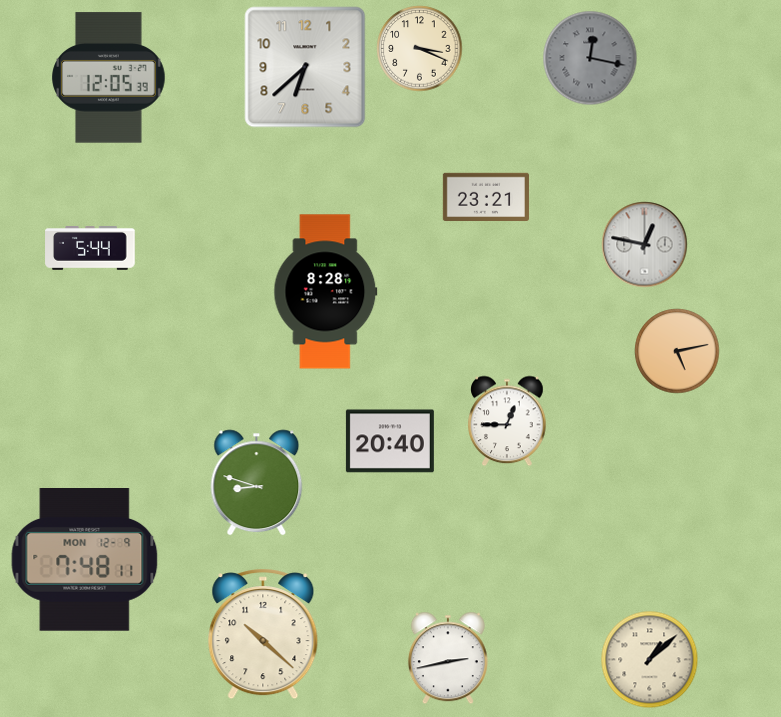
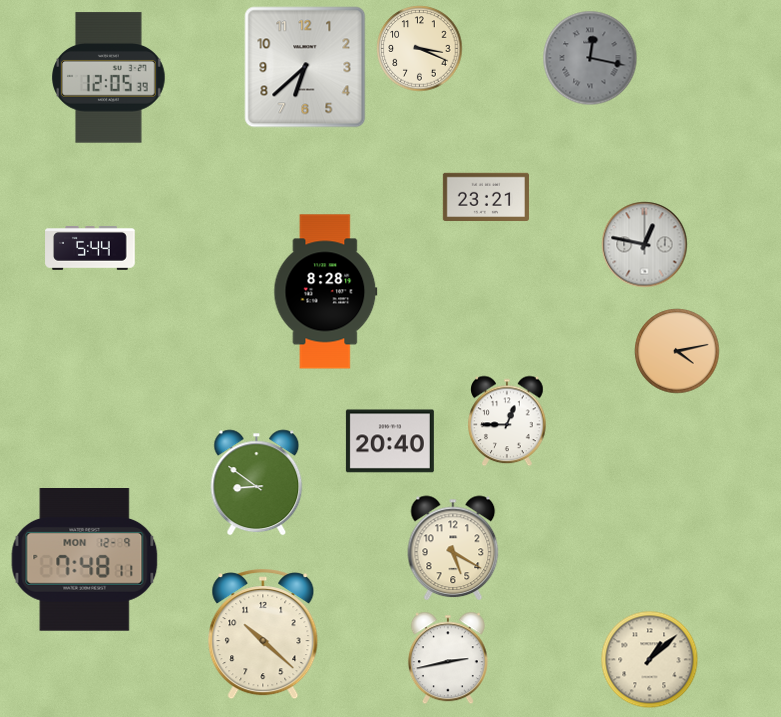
clock at (677, 351): 5:13 -> 4:13
clock at (257, 483): 8:48 -> 8:51
clock at (453, 548): none -> 5:20
